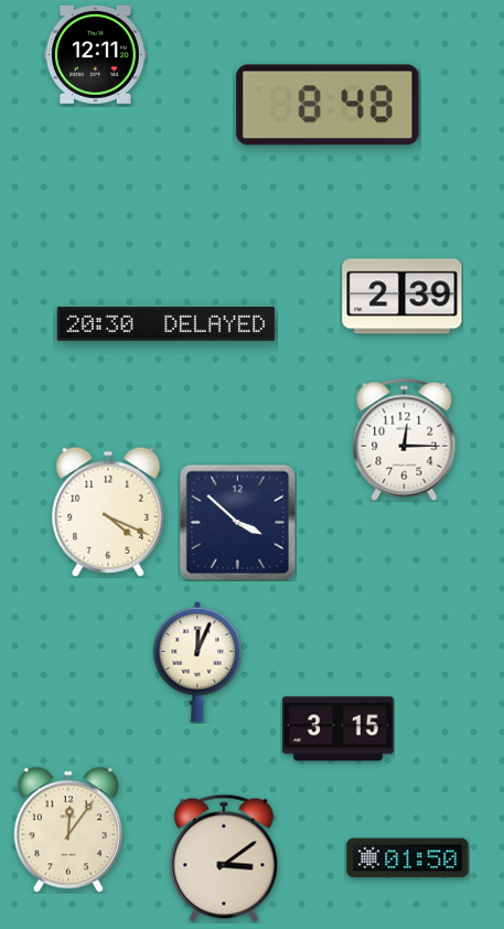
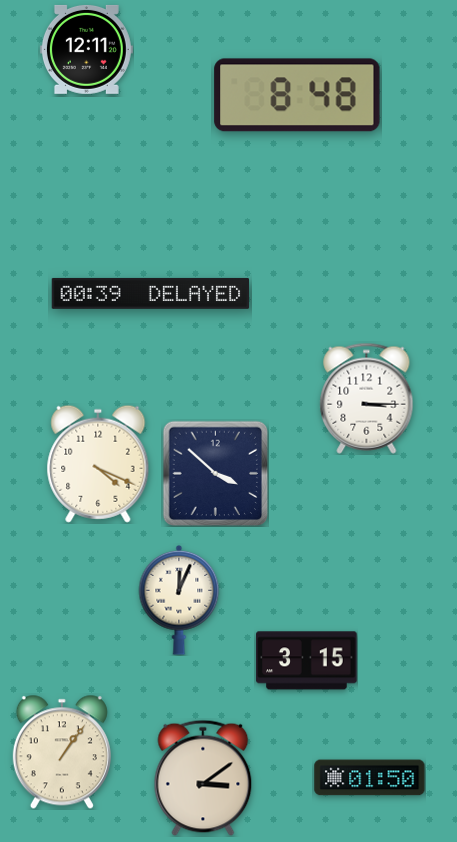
clock at (403, 297): 2:39 -> none
clock at (167, 323): 20:30 -> 00:39
clock at (405, 439): 12:15 -> 3:15
clock at (68, 830): 12:06 -> 1:06
